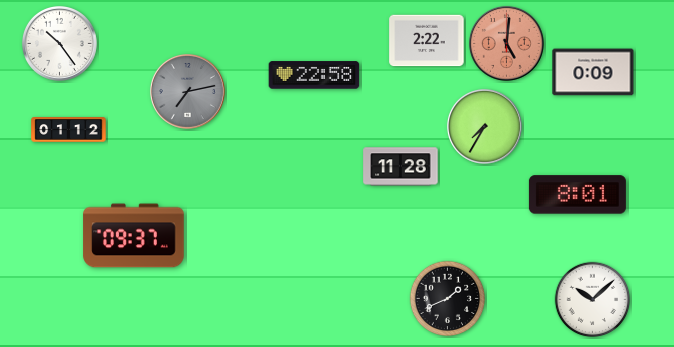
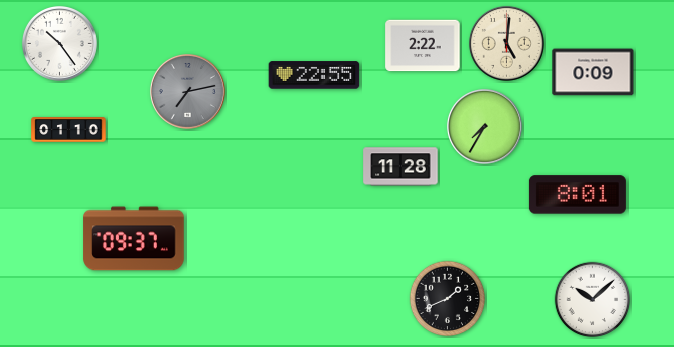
clock at (427, 41) position: (427, 41) -> (423, 46)
clock at (506, 43) dial: salmon -> cream
clock at (314, 75): 22:58 -> 22:55
clock at (69, 130): 01:12 -> 01:10
clock at (134, 236) position: (134, 236) -> (134, 239)
